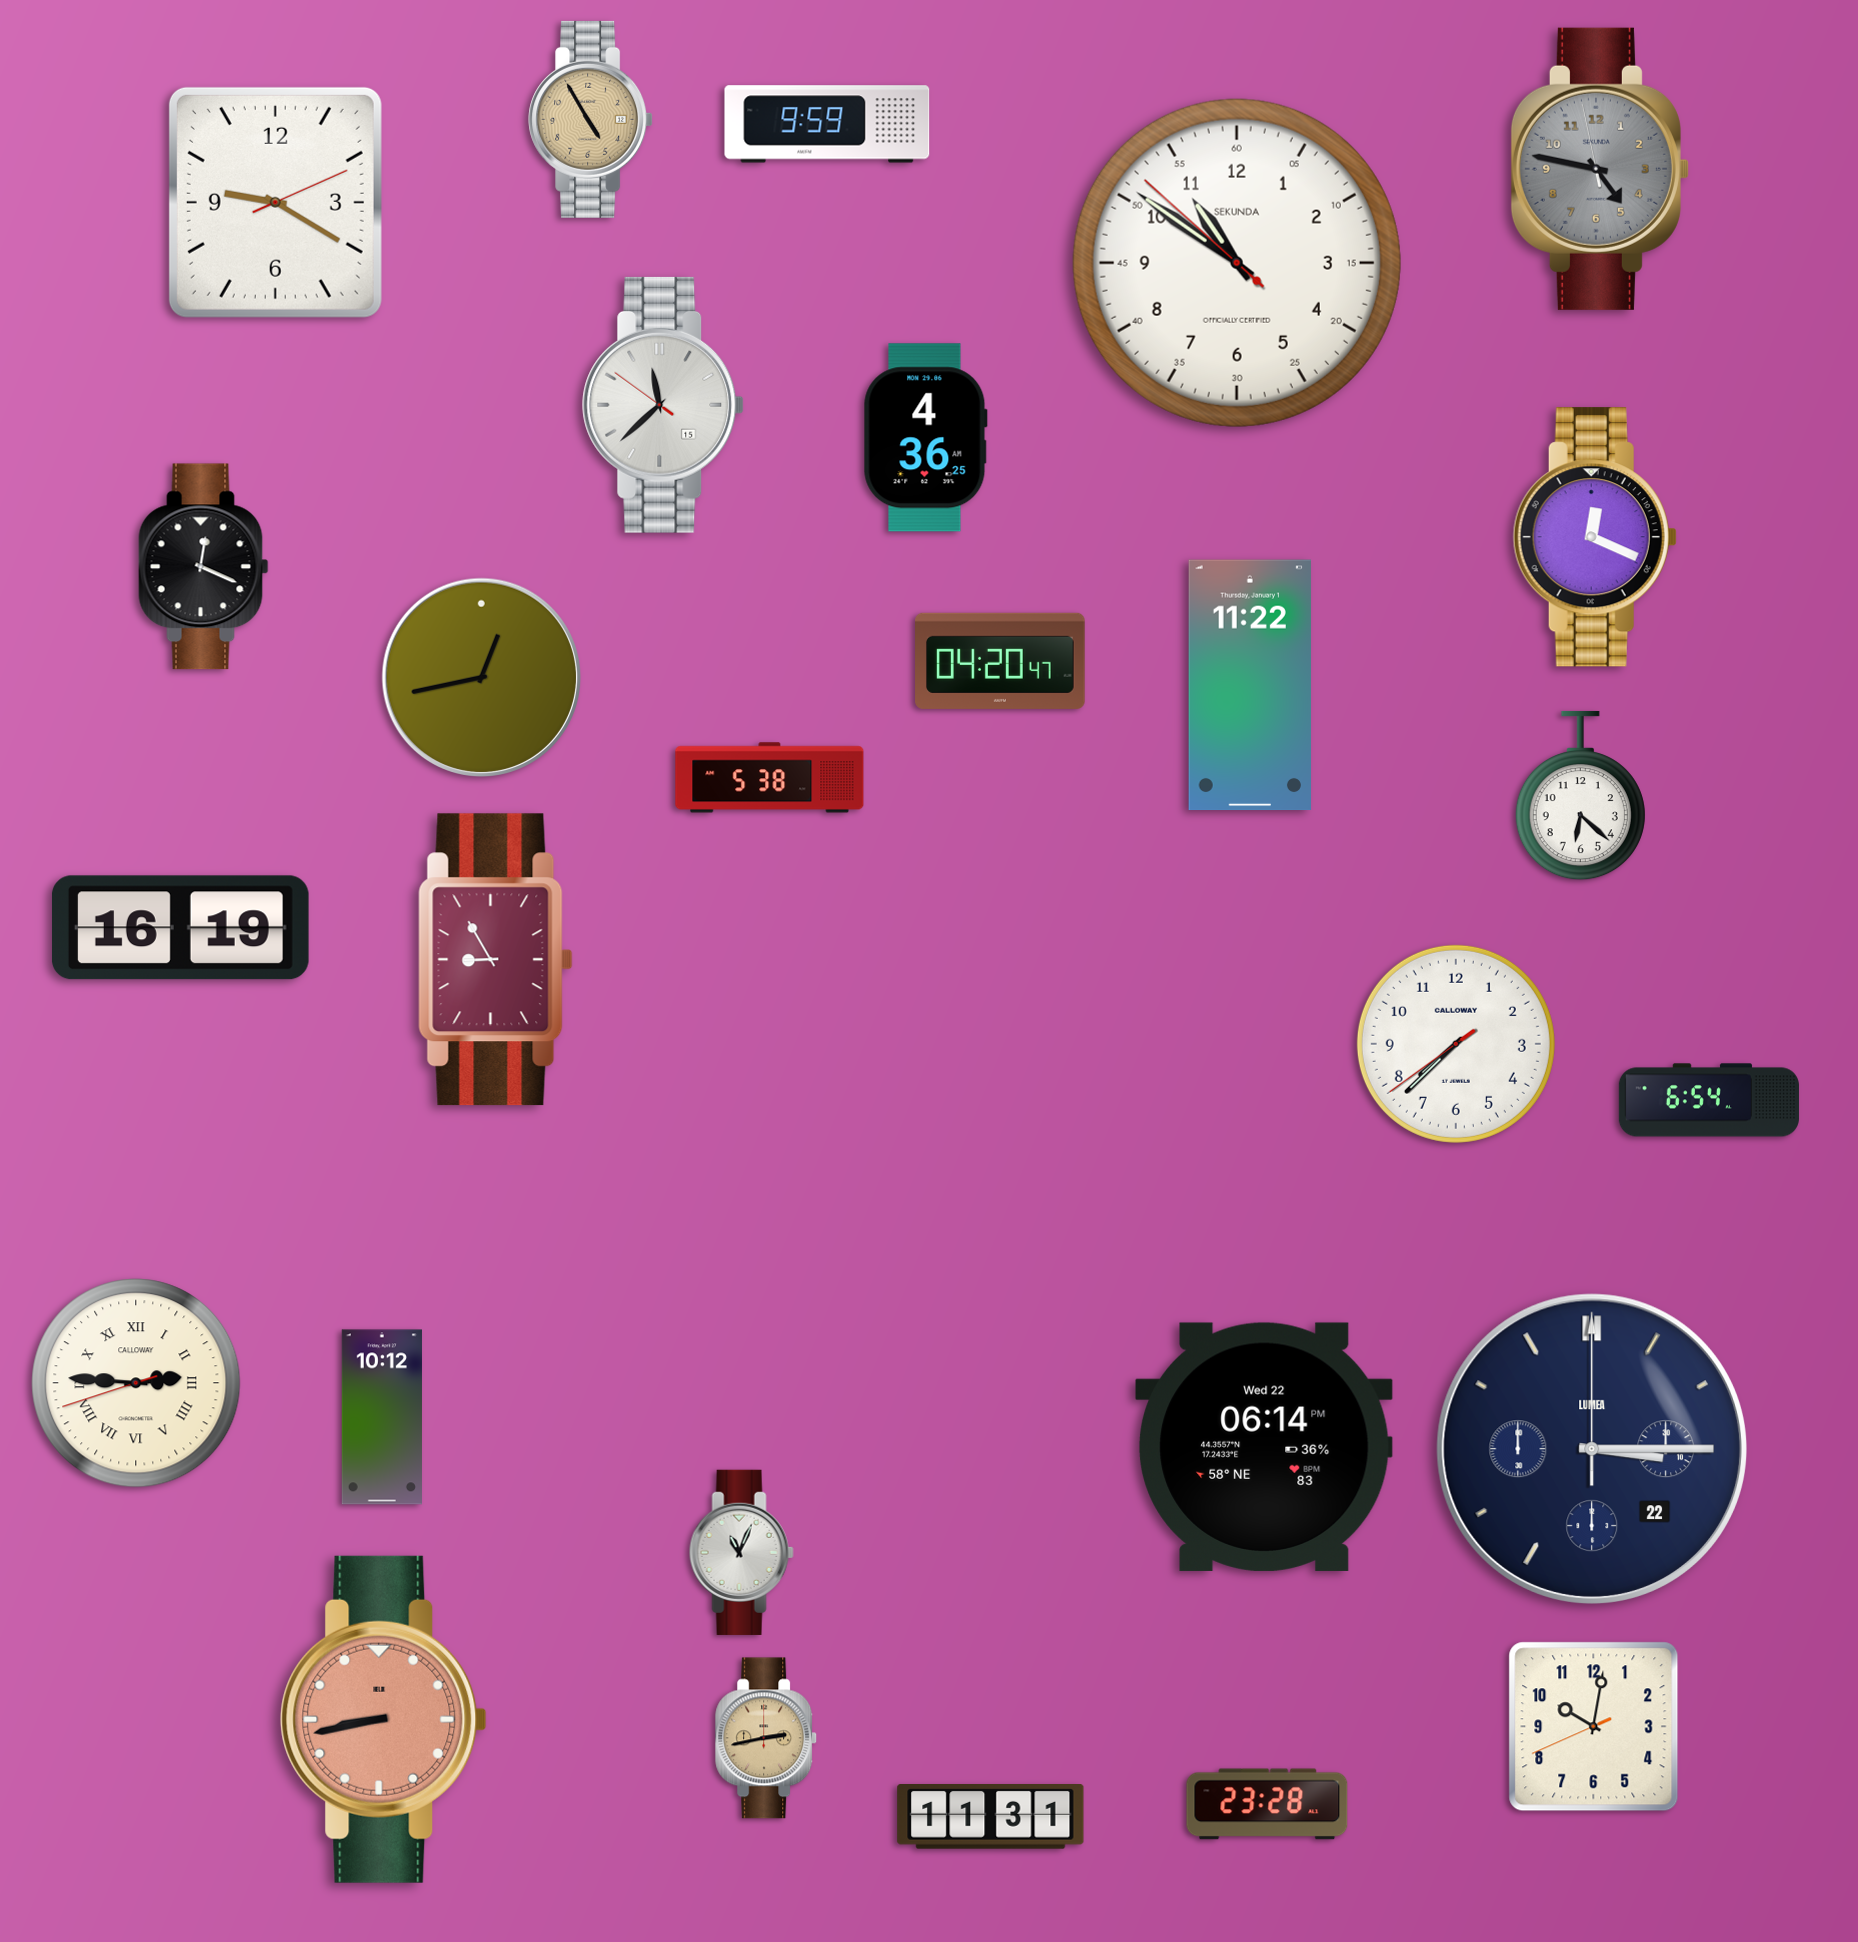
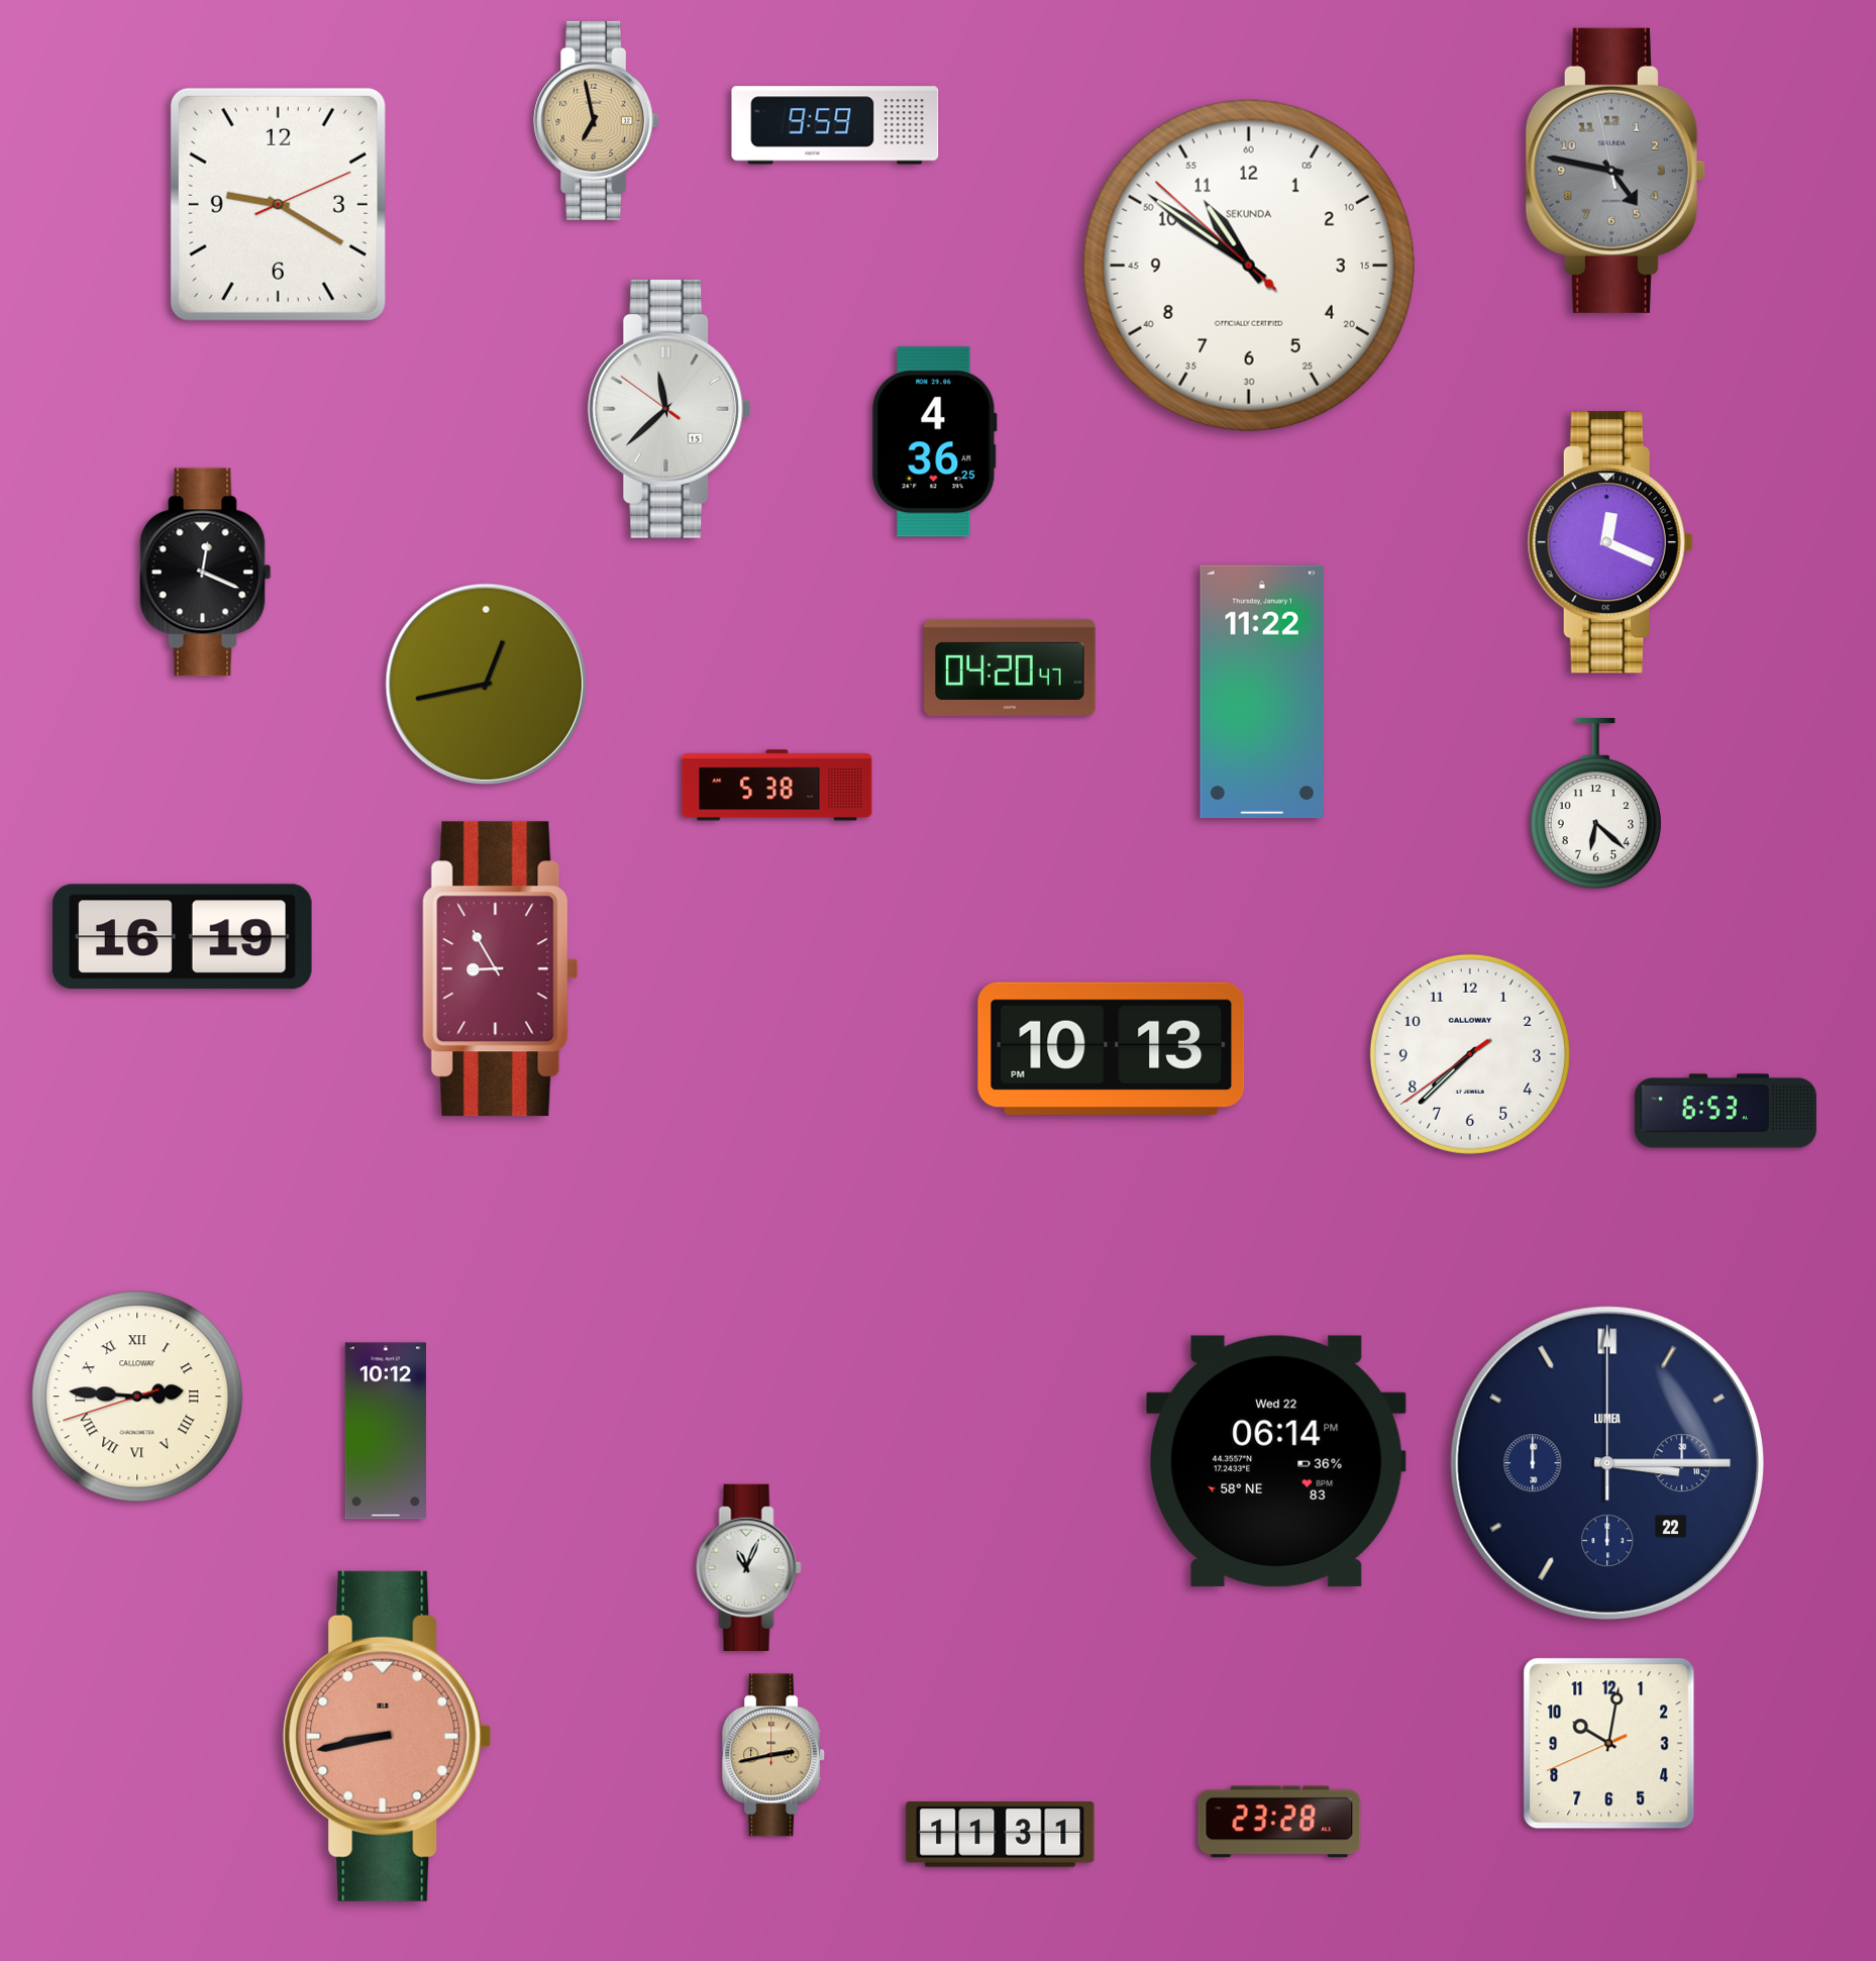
clock at (591, 119): 4:55 -> 6:58
clock at (1112, 1048): none -> 10:13
clock at (1709, 1100): 6:54 -> 6:53
